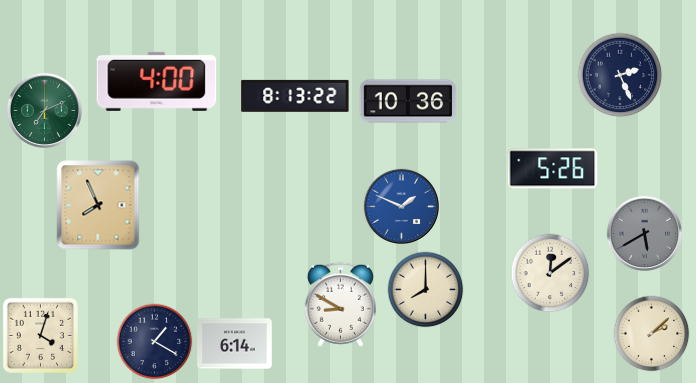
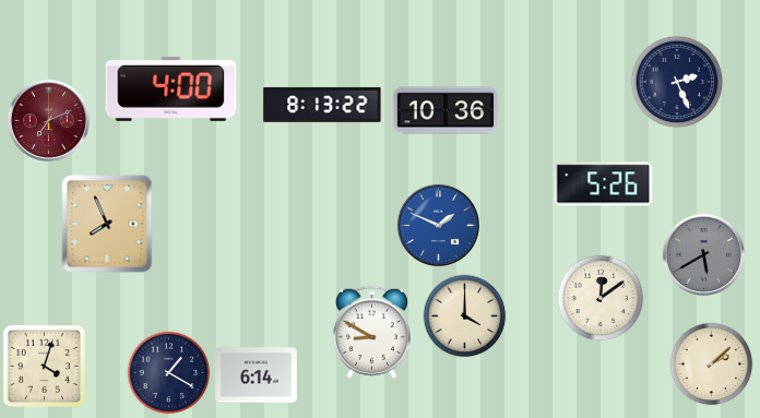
clock at (44, 110) dial: green -> burgundy
clock at (426, 290): 8:00 -> 4:00
